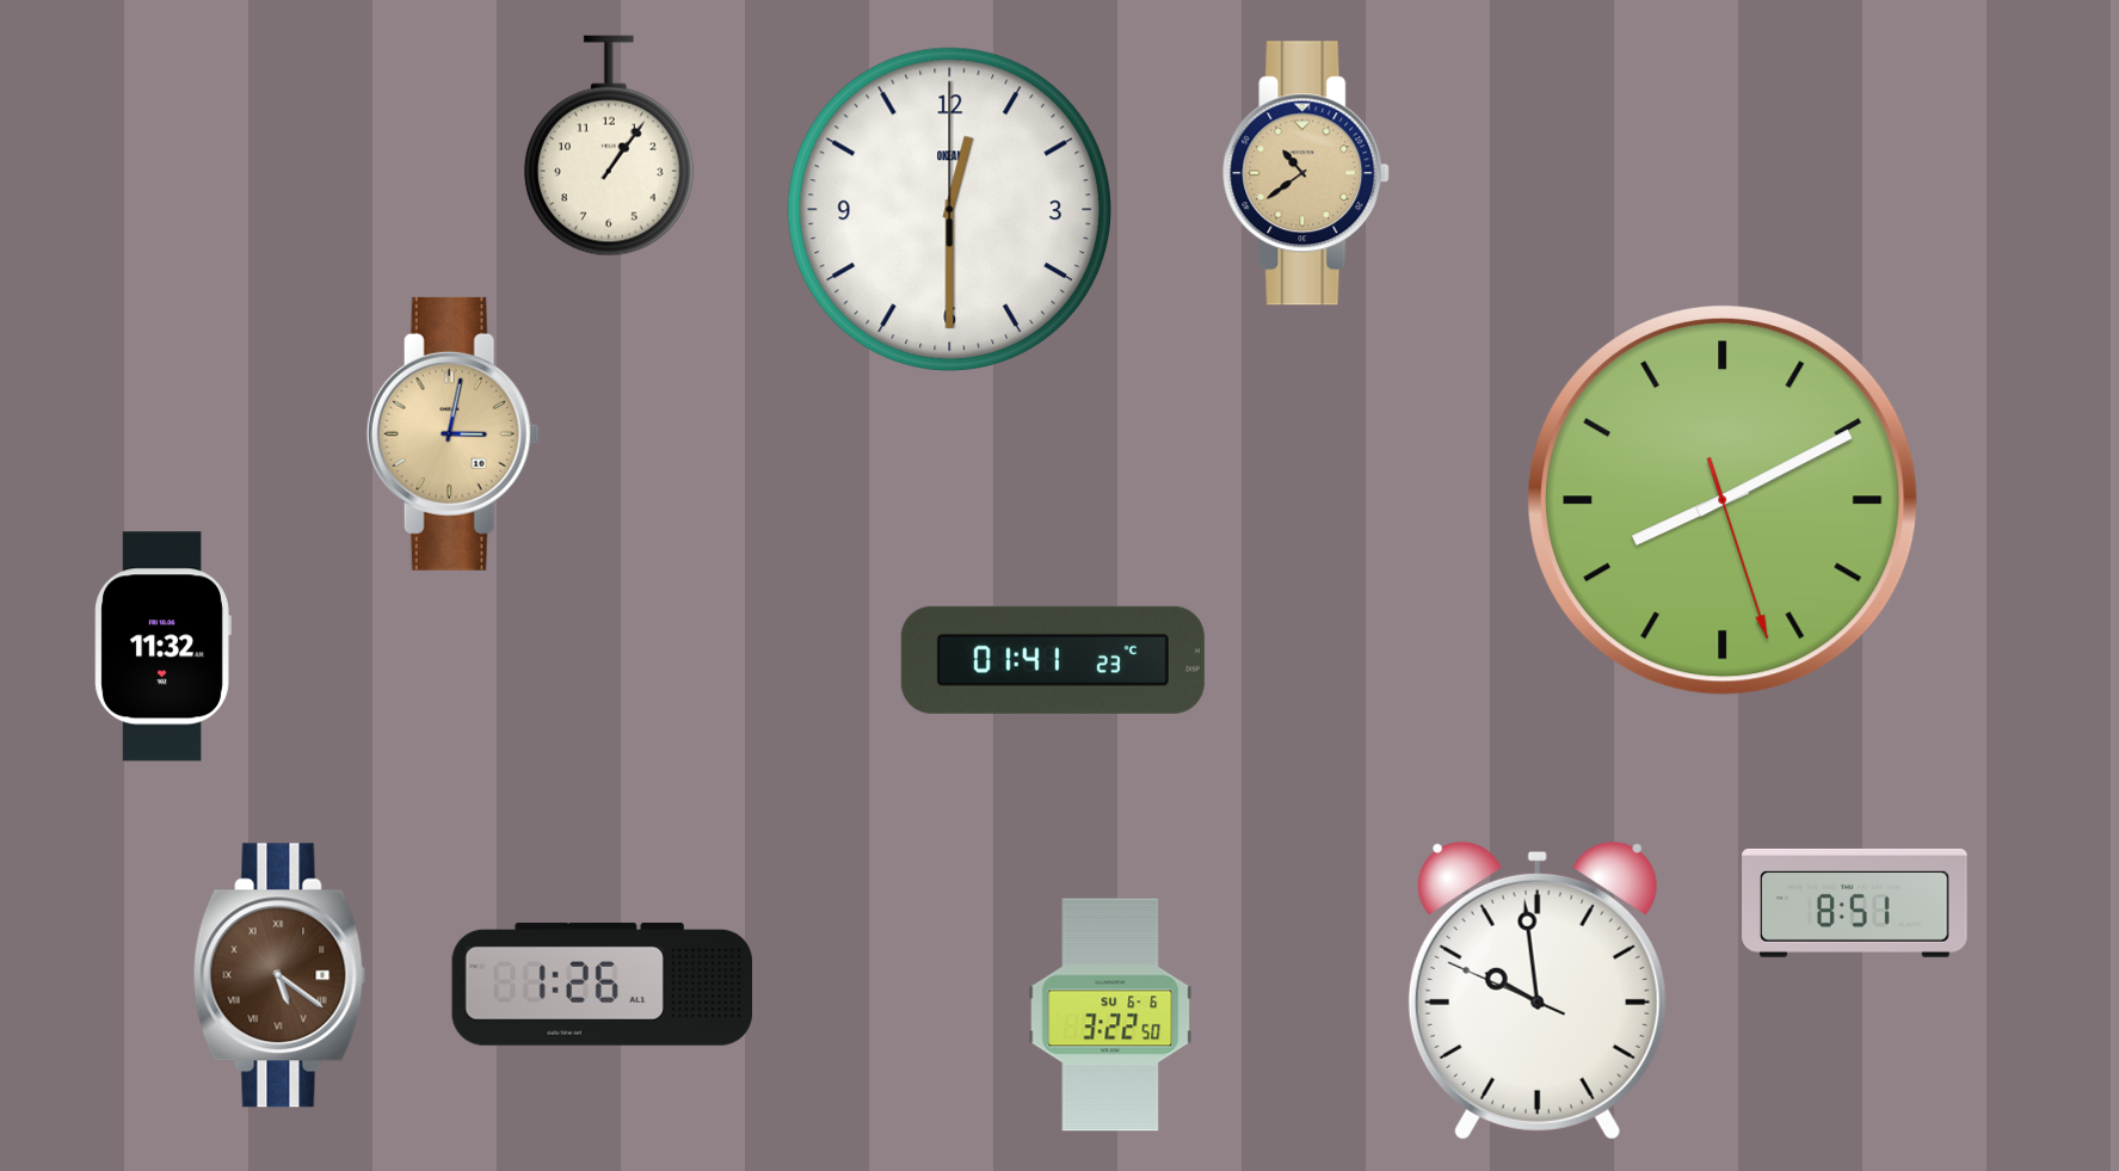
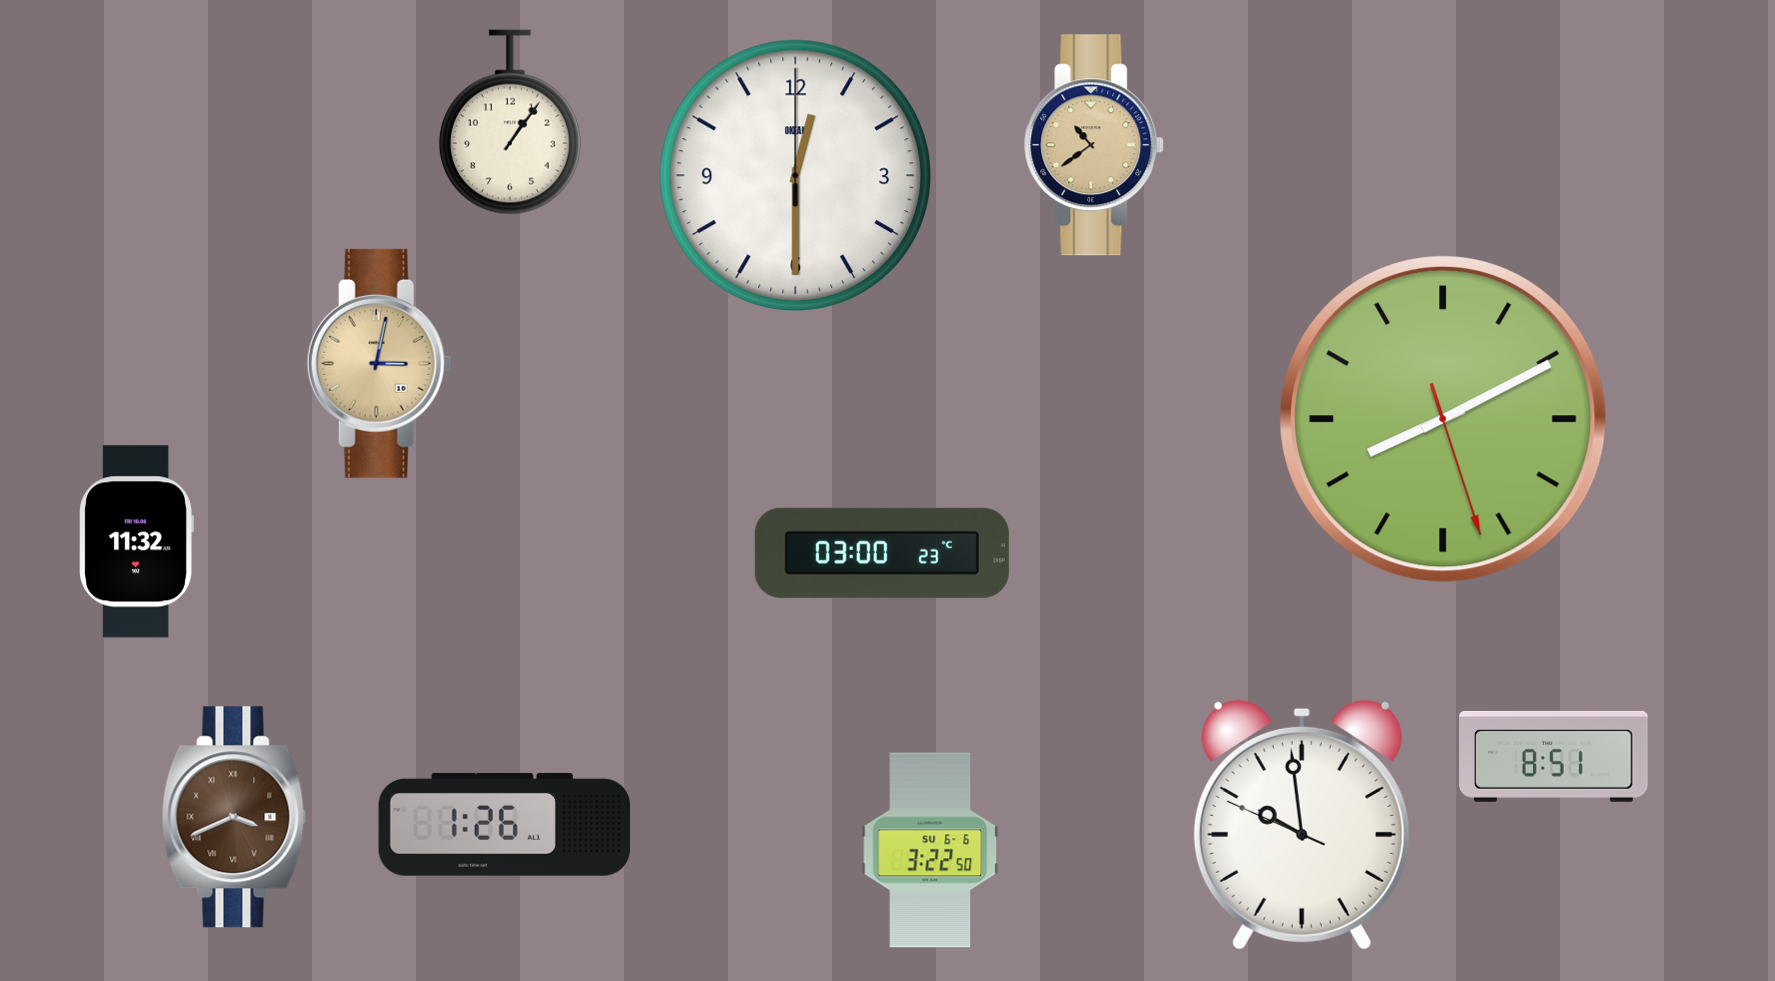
clock at (1053, 660): 01:41 -> 03:00
clock at (279, 975): 5:21 -> 3:41
clock at (1538, 991) position: (1538, 991) -> (1302, 825)
